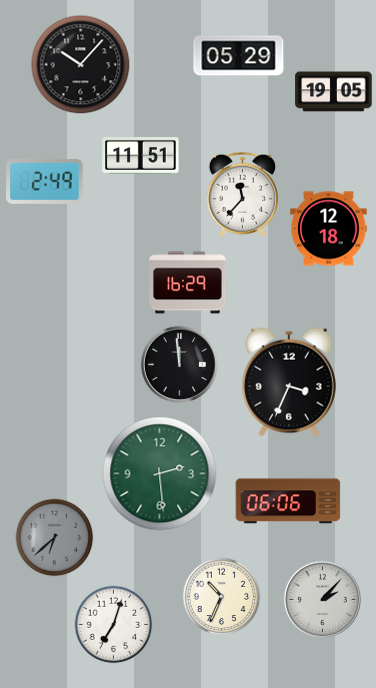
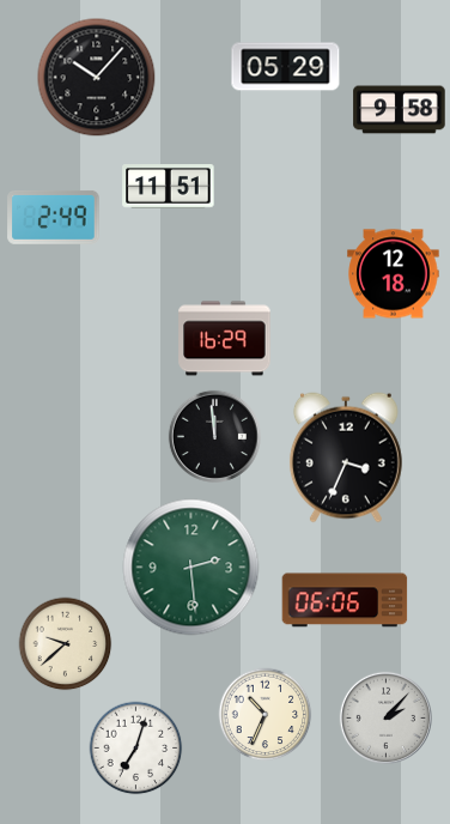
clock at (334, 92): 19:05 -> 9:58
clock at (243, 194): 11:37 -> none
clock at (54, 537): 6:38 -> 9:38
clock at (54, 537) dial: grey -> cream
